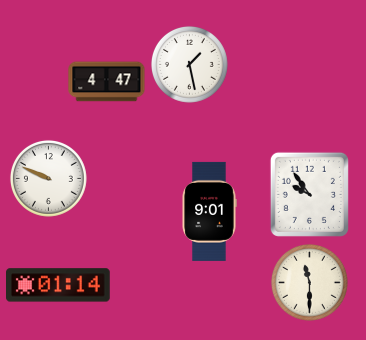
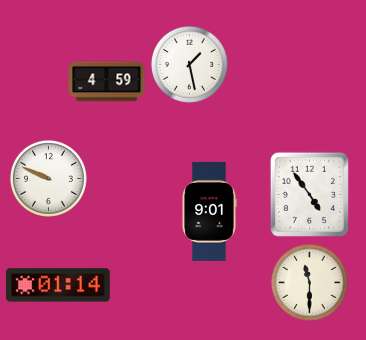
clock at (107, 82): 4:47 -> 4:59
clock at (309, 194): 9:54 -> 4:54
